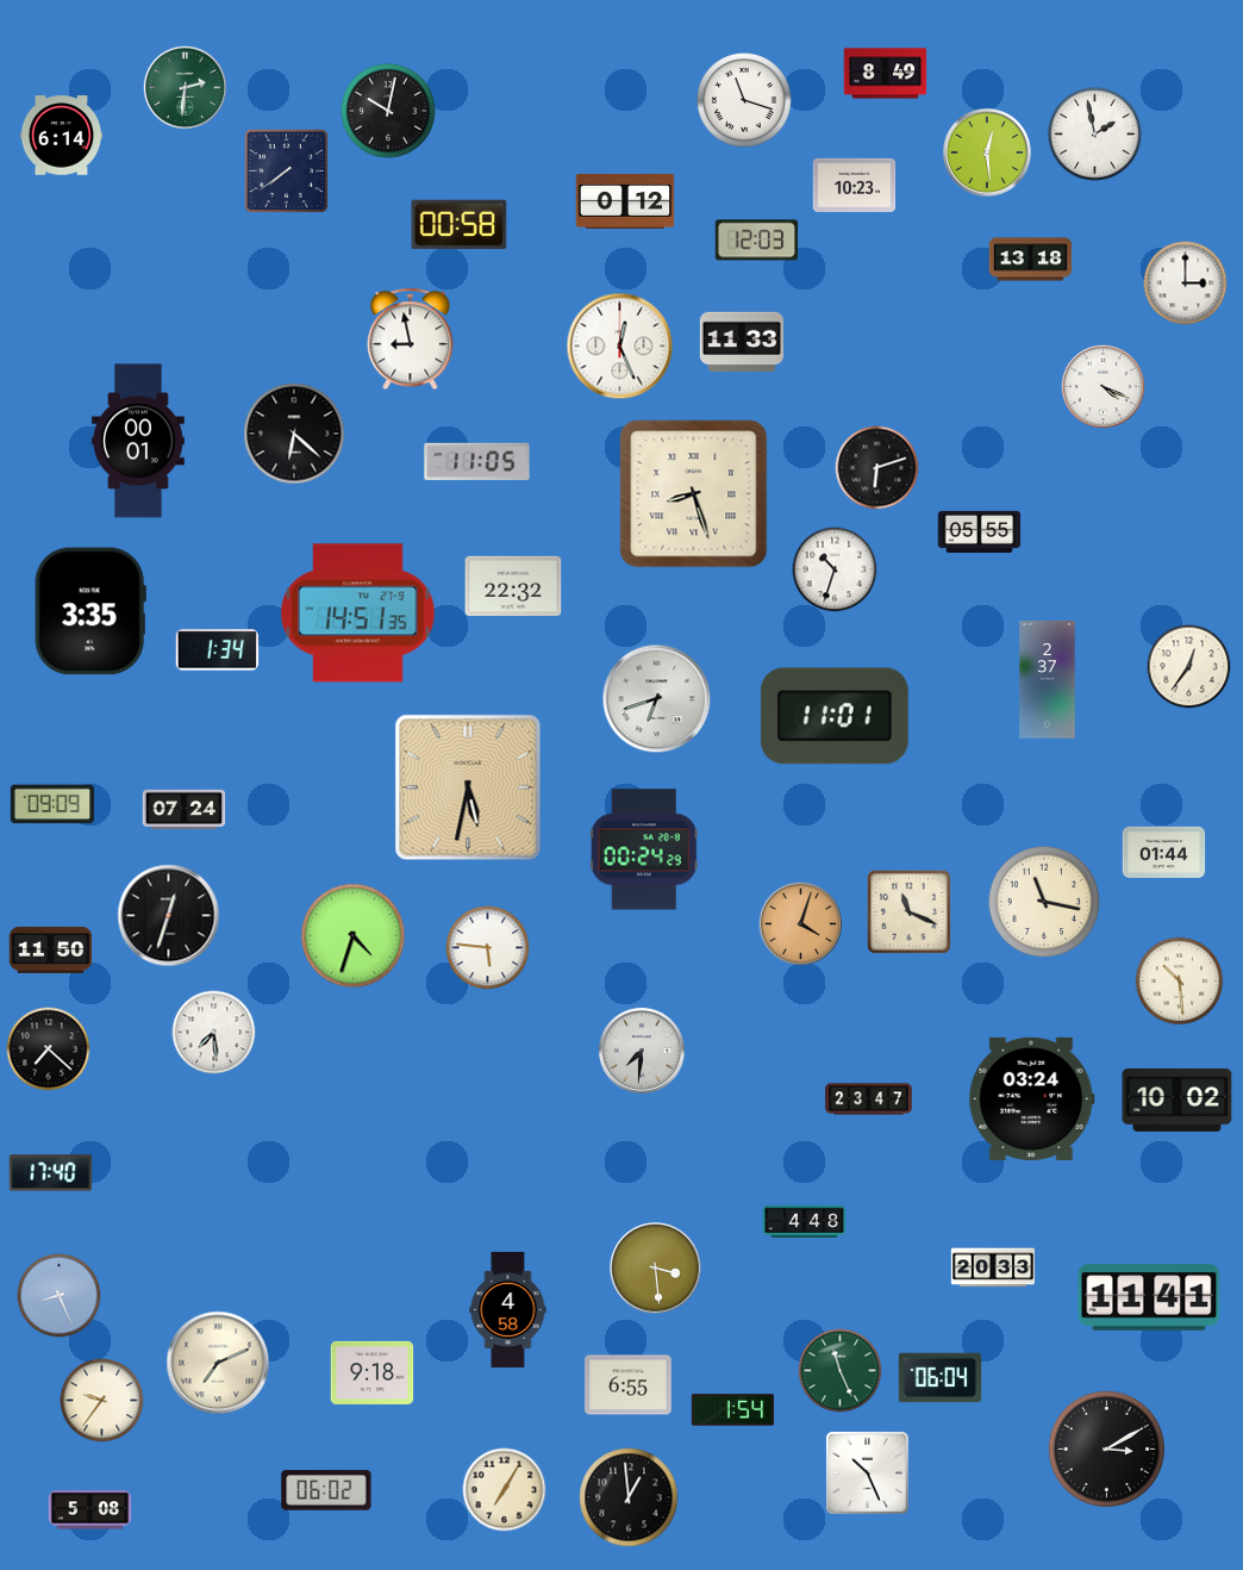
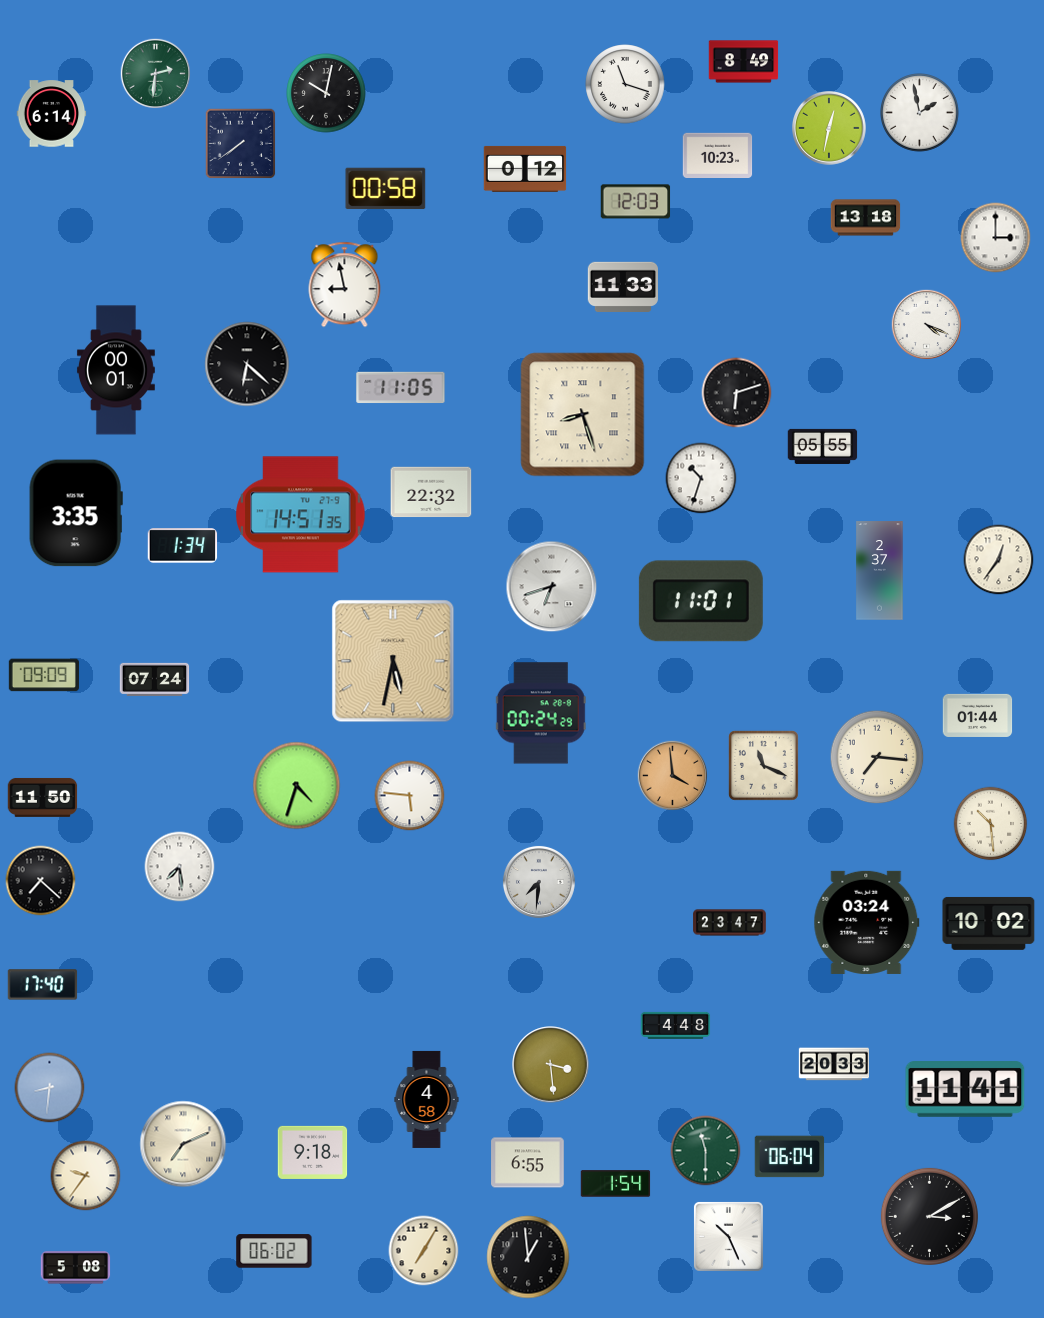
clock at (988, 154): 12:29 -> 12:32
clock at (620, 347): 12:26 -> none
clock at (1044, 902): 11:17 -> 7:16
clock at (169, 916): 12:33 -> none
clock at (800, 923): 4:03 -> 3:59
clock at (60, 1296): 8:26 -> 8:31
clock at (841, 1371): 11:26 -> 11:30
